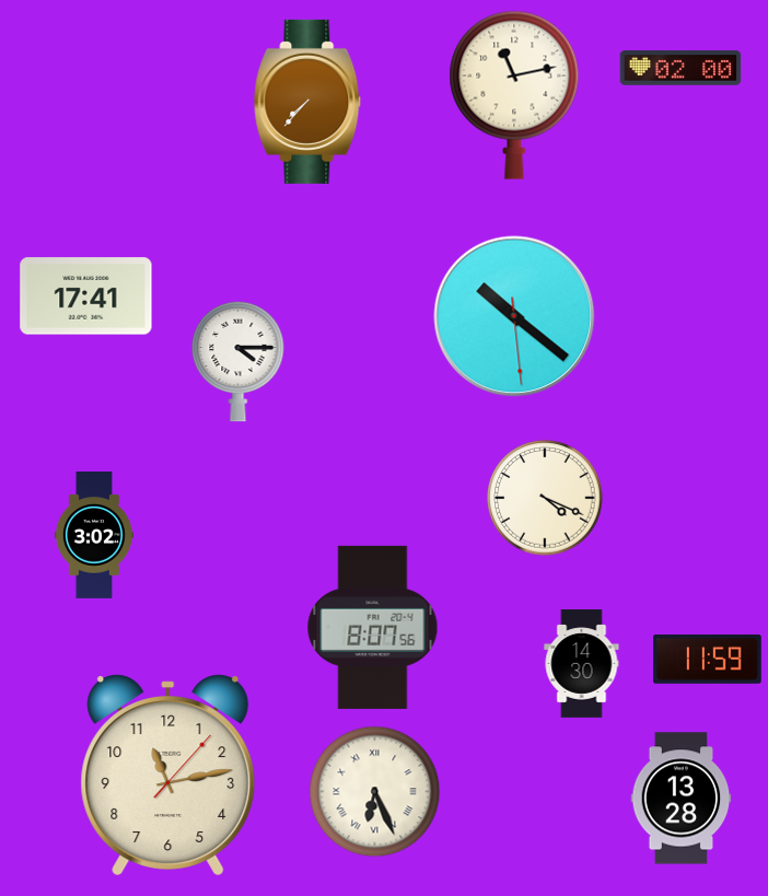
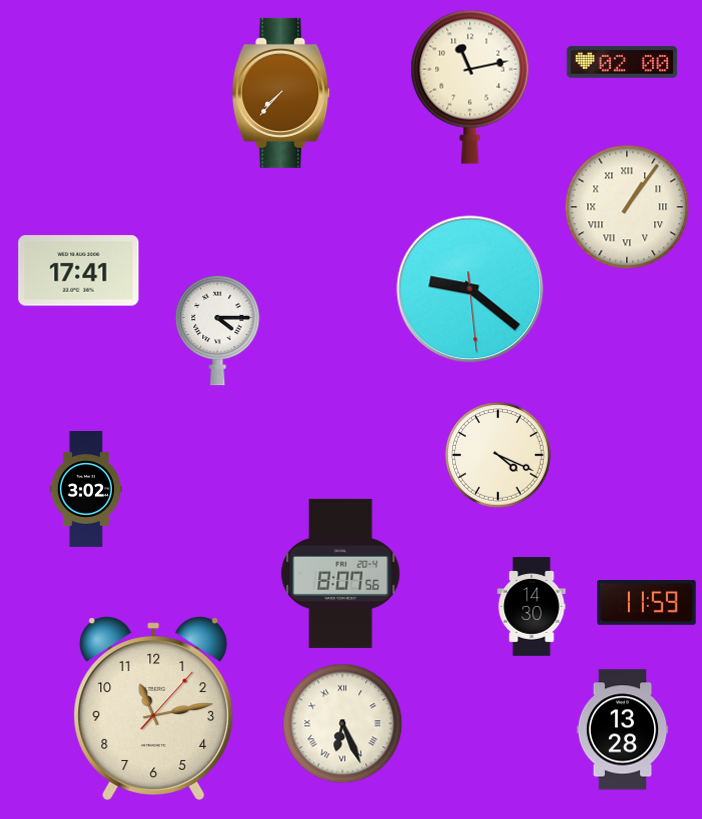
clock at (627, 207): none -> 1:06
clock at (514, 316): 10:21 -> 9:21
